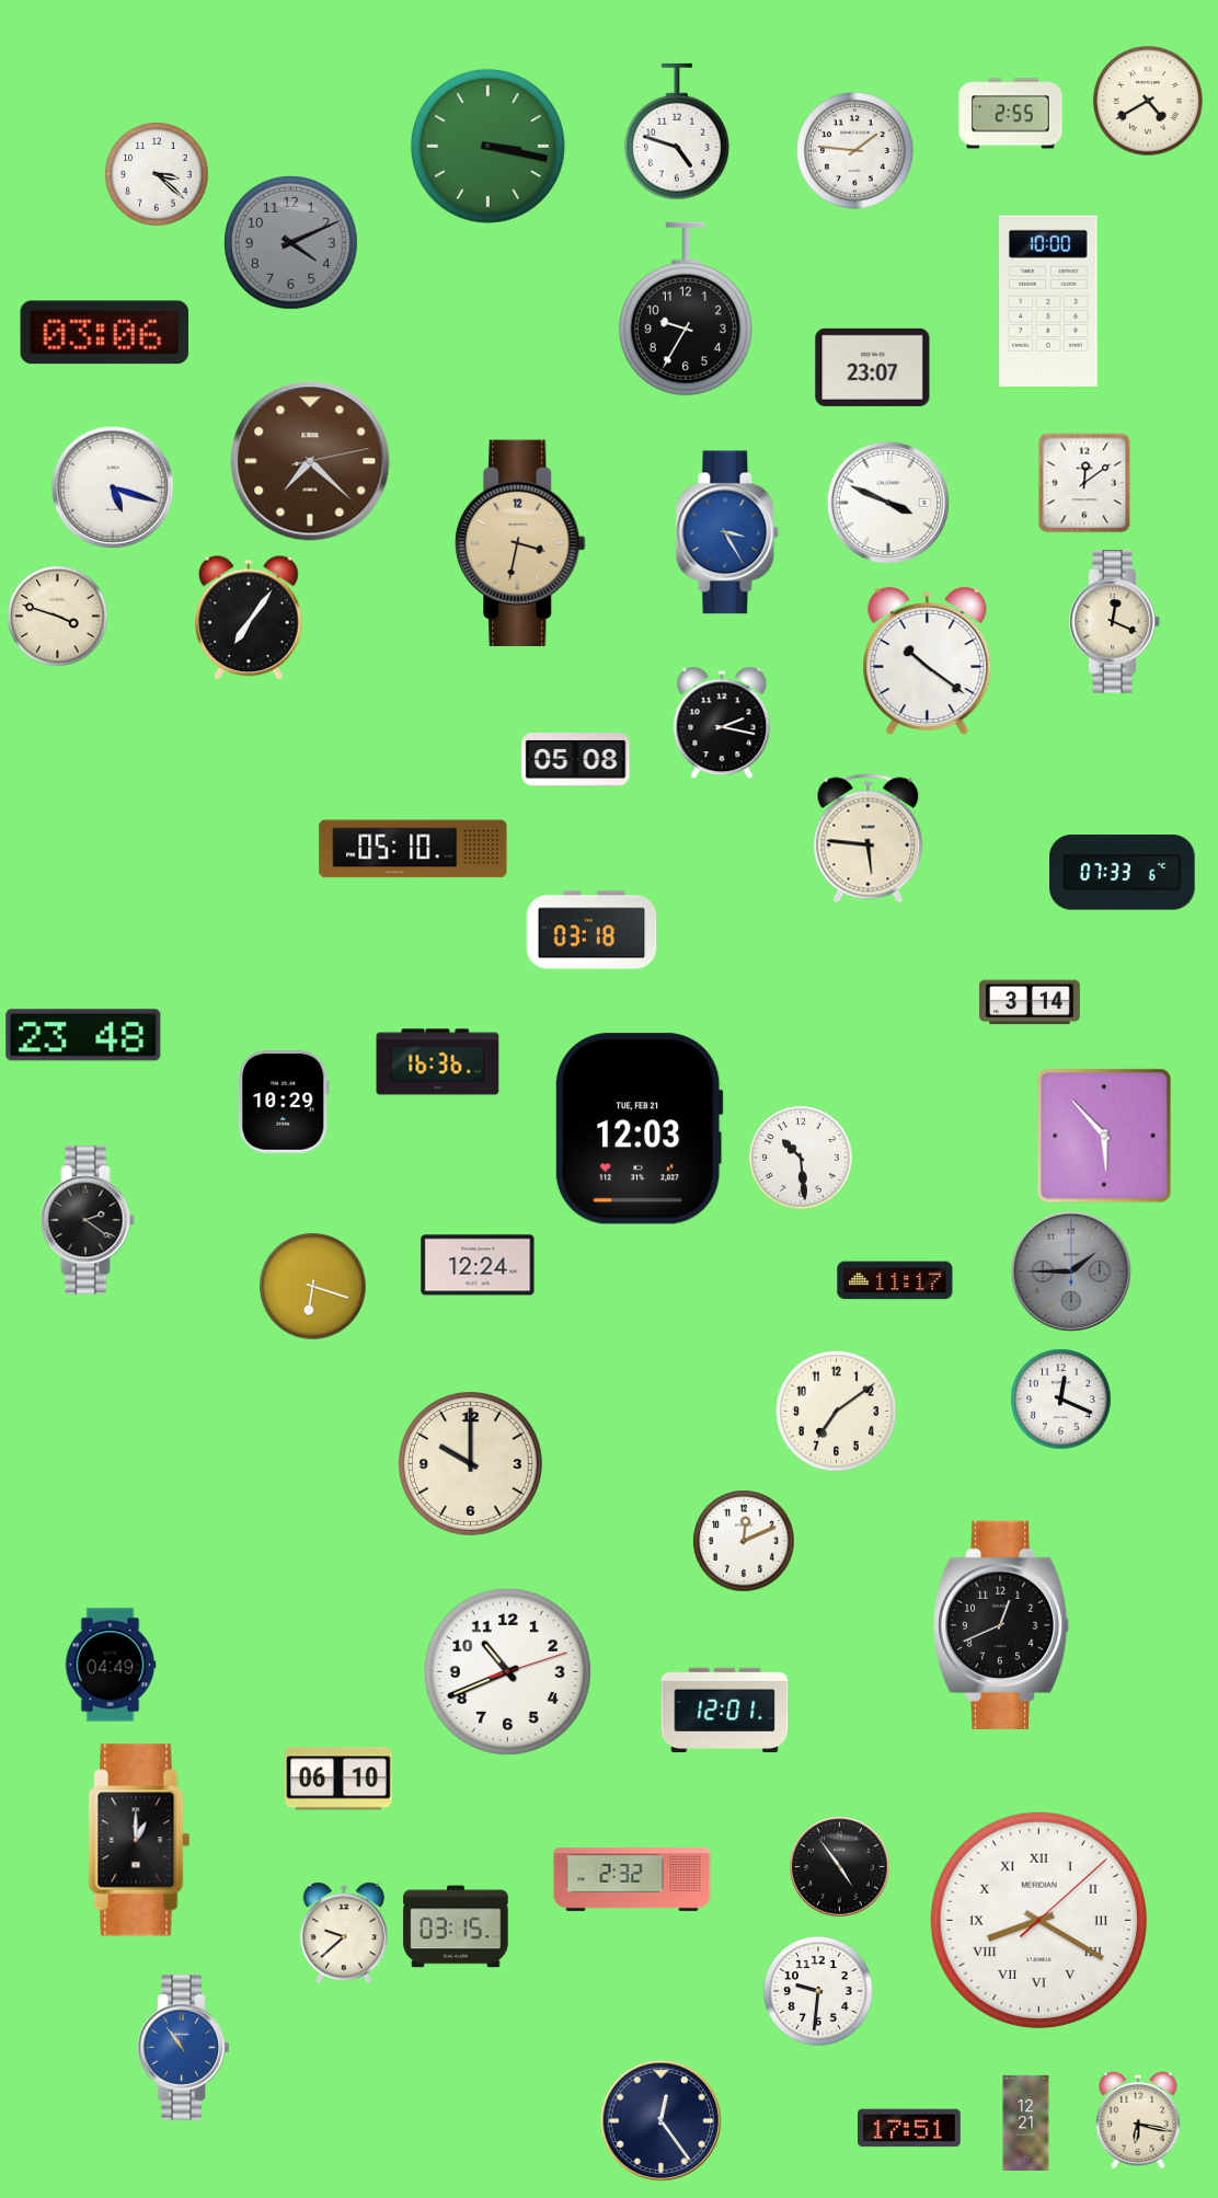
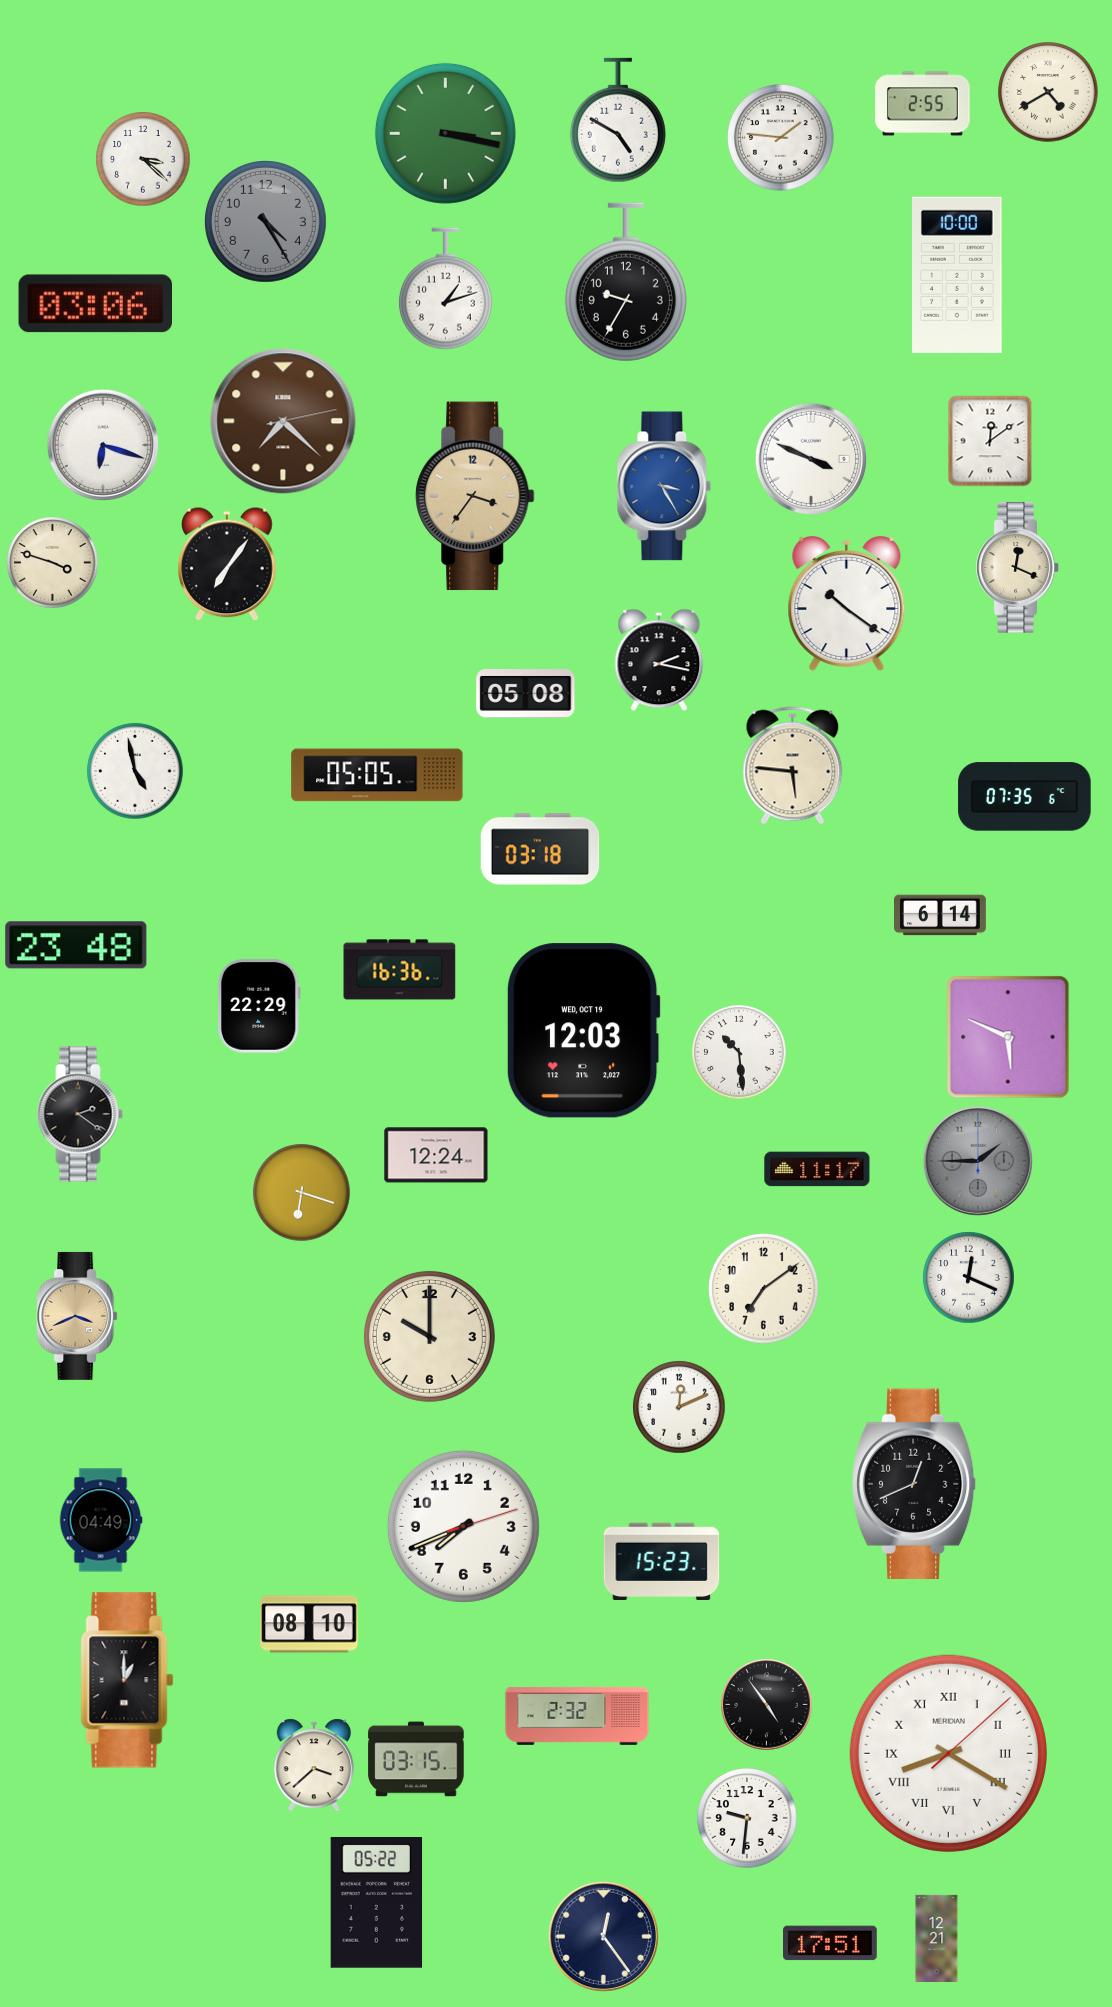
clock at (677, 131): 4:48 -> 4:50
clock at (291, 243): 4:11 -> 4:25
clock at (445, 289): none -> 1:12
clock at (873, 367): 23:07 -> none
clock at (113, 487): 5:18 -> 6:18
clock at (520, 543): 3:32 -> 3:36
clock at (135, 771): none -> 4:58
clock at (413, 849): 05:10 -> 05:05
clock at (1123, 873): 07:33 -> 07:35
clock at (1031, 1002): 3:14 -> 6:14
clock at (284, 1103): 10:29 -> 22:29
clock at (639, 1129) date: TUE, FEB 21 -> WED, OCT 19
clock at (1104, 1136): 5:53 -> 5:49
clock at (801, 1158) position: (801, 1158) -> (739, 1052)
clock at (313, 1287) position: (313, 1287) -> (302, 1193)
clock at (77, 1316): none -> 3:41
clock at (507, 1671): 10:41 -> 7:41
clock at (725, 1711): 12:01 -> 15:23
clock at (338, 1779): 06:10 -> 08:10
clock at (344, 1933): 9:38 -> 3:38
clock at (184, 2048): 10:54 -> none
clock at (377, 1903): none -> 05:22
clock at (1138, 2120): 6:17 -> none
